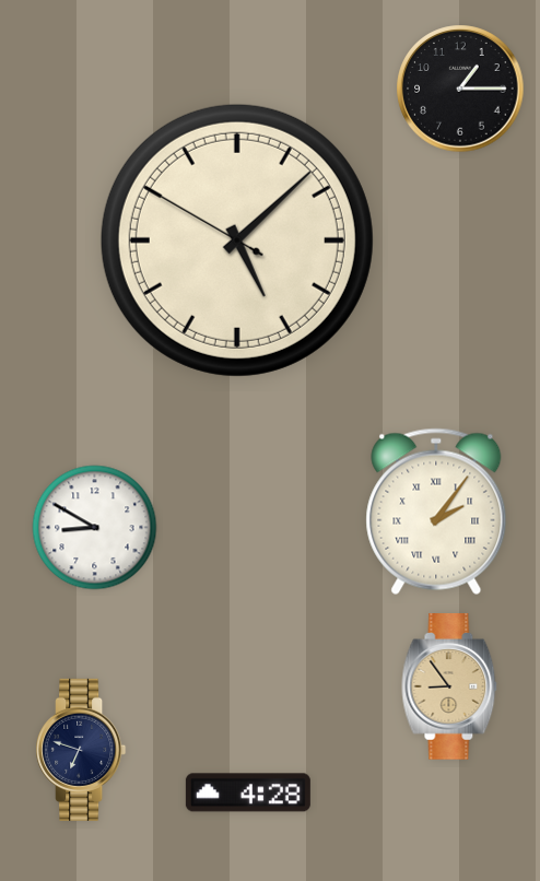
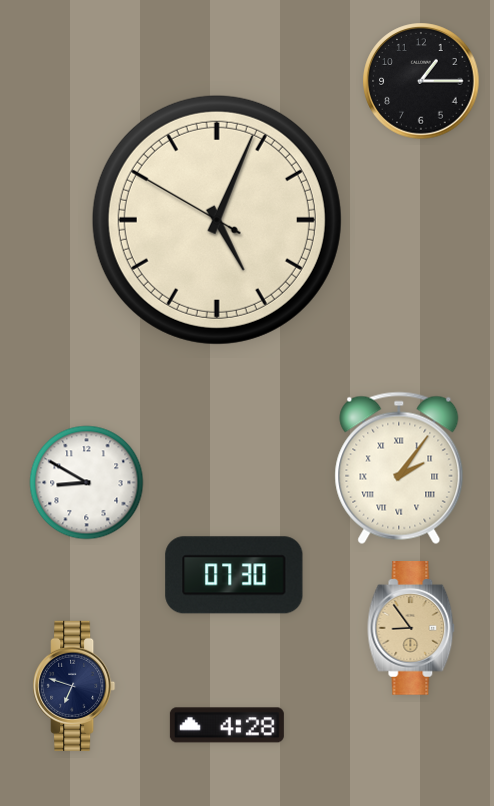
clock at (237, 240): 5:07 -> 5:03
clock at (234, 575): none -> 07:30
